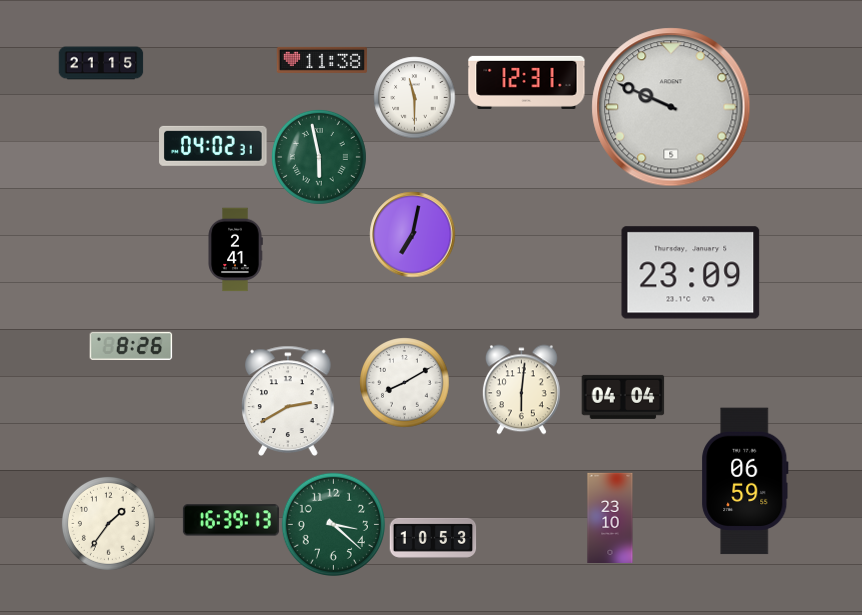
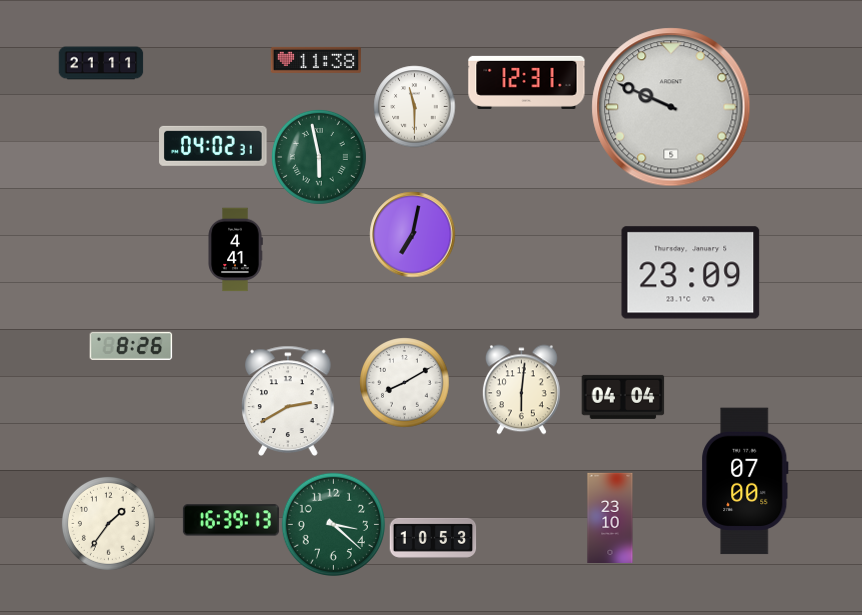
clock at (321, 60) position: (321, 60) -> (315, 60)
clock at (101, 63): 21:15 -> 21:11
clock at (414, 97) position: (414, 97) -> (414, 106)
clock at (235, 249): 2:41 -> 4:41
clock at (745, 481): 06:59 -> 07:00
